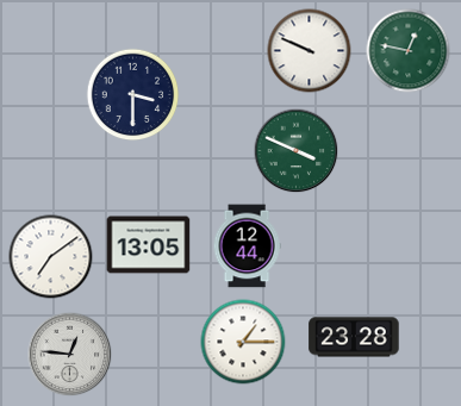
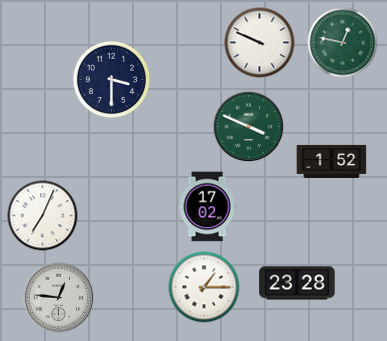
clock at (332, 161): none -> 1:52
clock at (149, 245): 13:05 -> none
clock at (247, 246): 12:44 -> 17:02
clock at (51, 257): 7:09 -> 7:04
